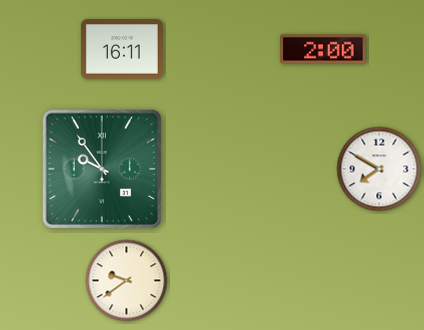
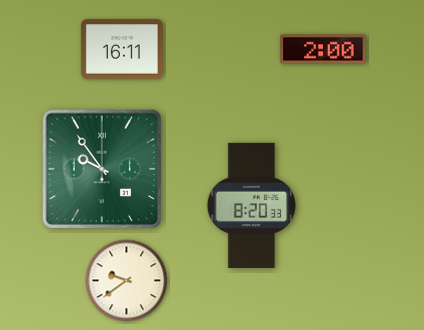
clock at (379, 169): 7:50 -> none
clock at (251, 205): none -> 8:20
